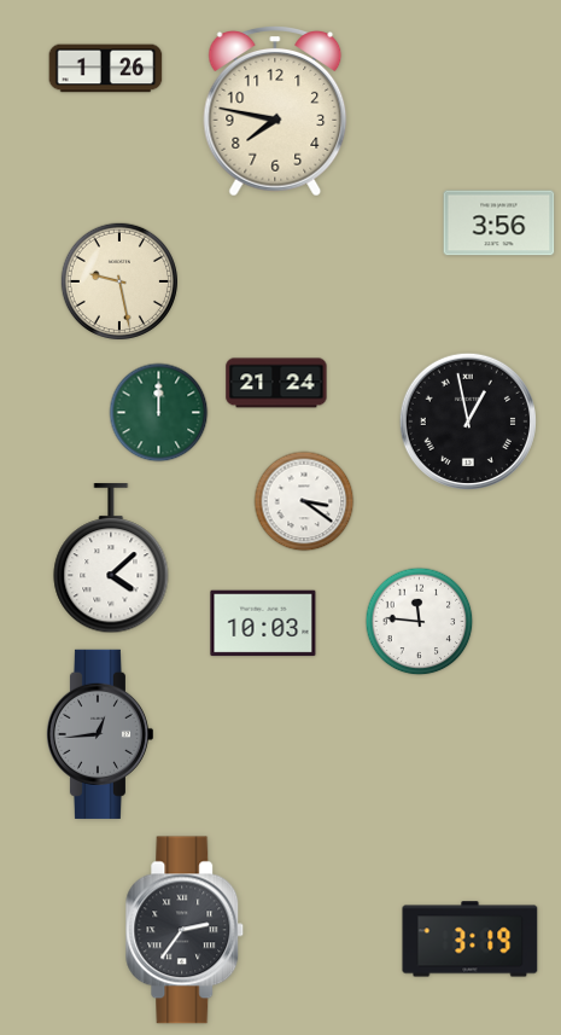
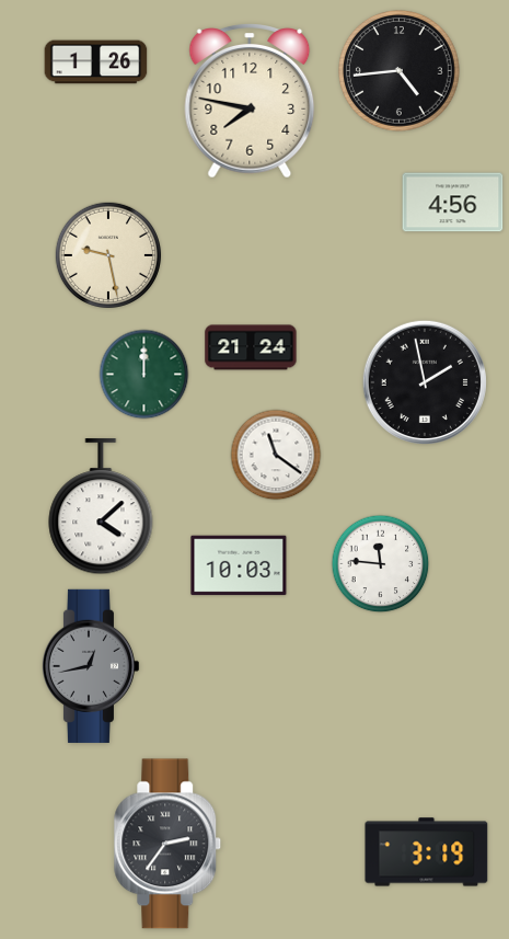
clock at (400, 71): none -> 4:44
clock at (499, 223): 3:56 -> 4:56
clock at (467, 420): 12:58 -> 1:58
clock at (304, 501): 3:21 -> 11:21
clock at (99, 734): 12:44 -> 12:43
